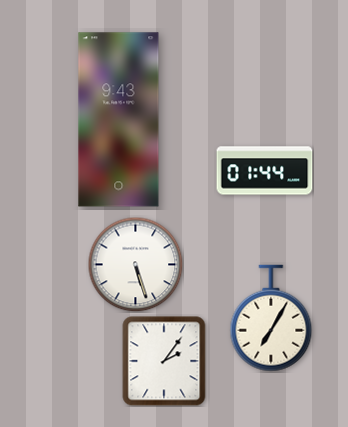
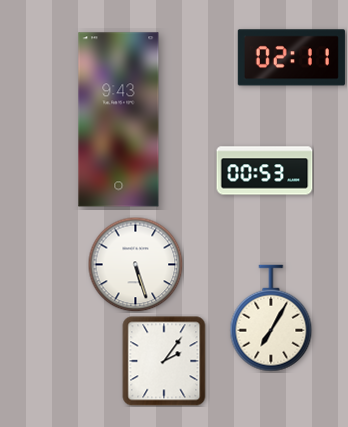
clock at (291, 58): none -> 02:11
clock at (265, 171): 01:44 -> 00:53
